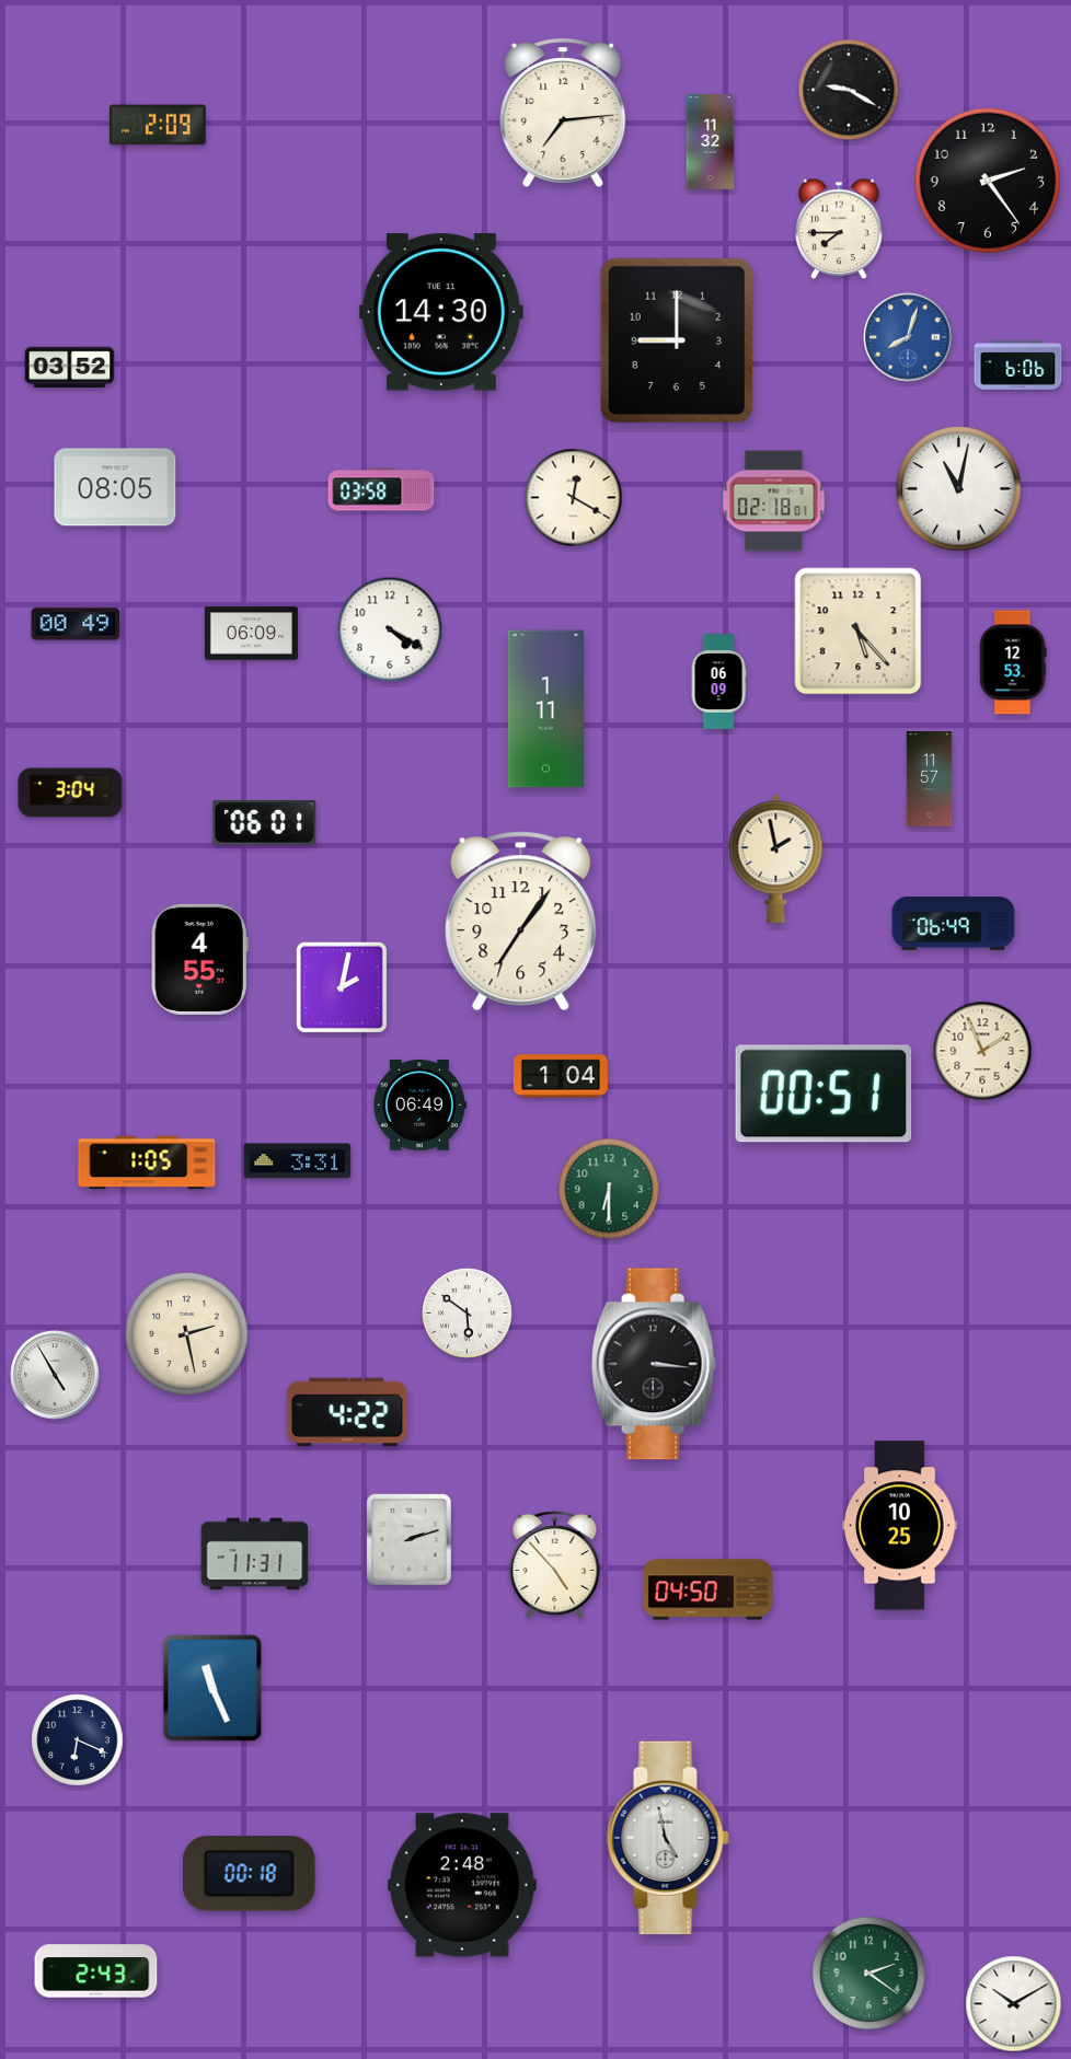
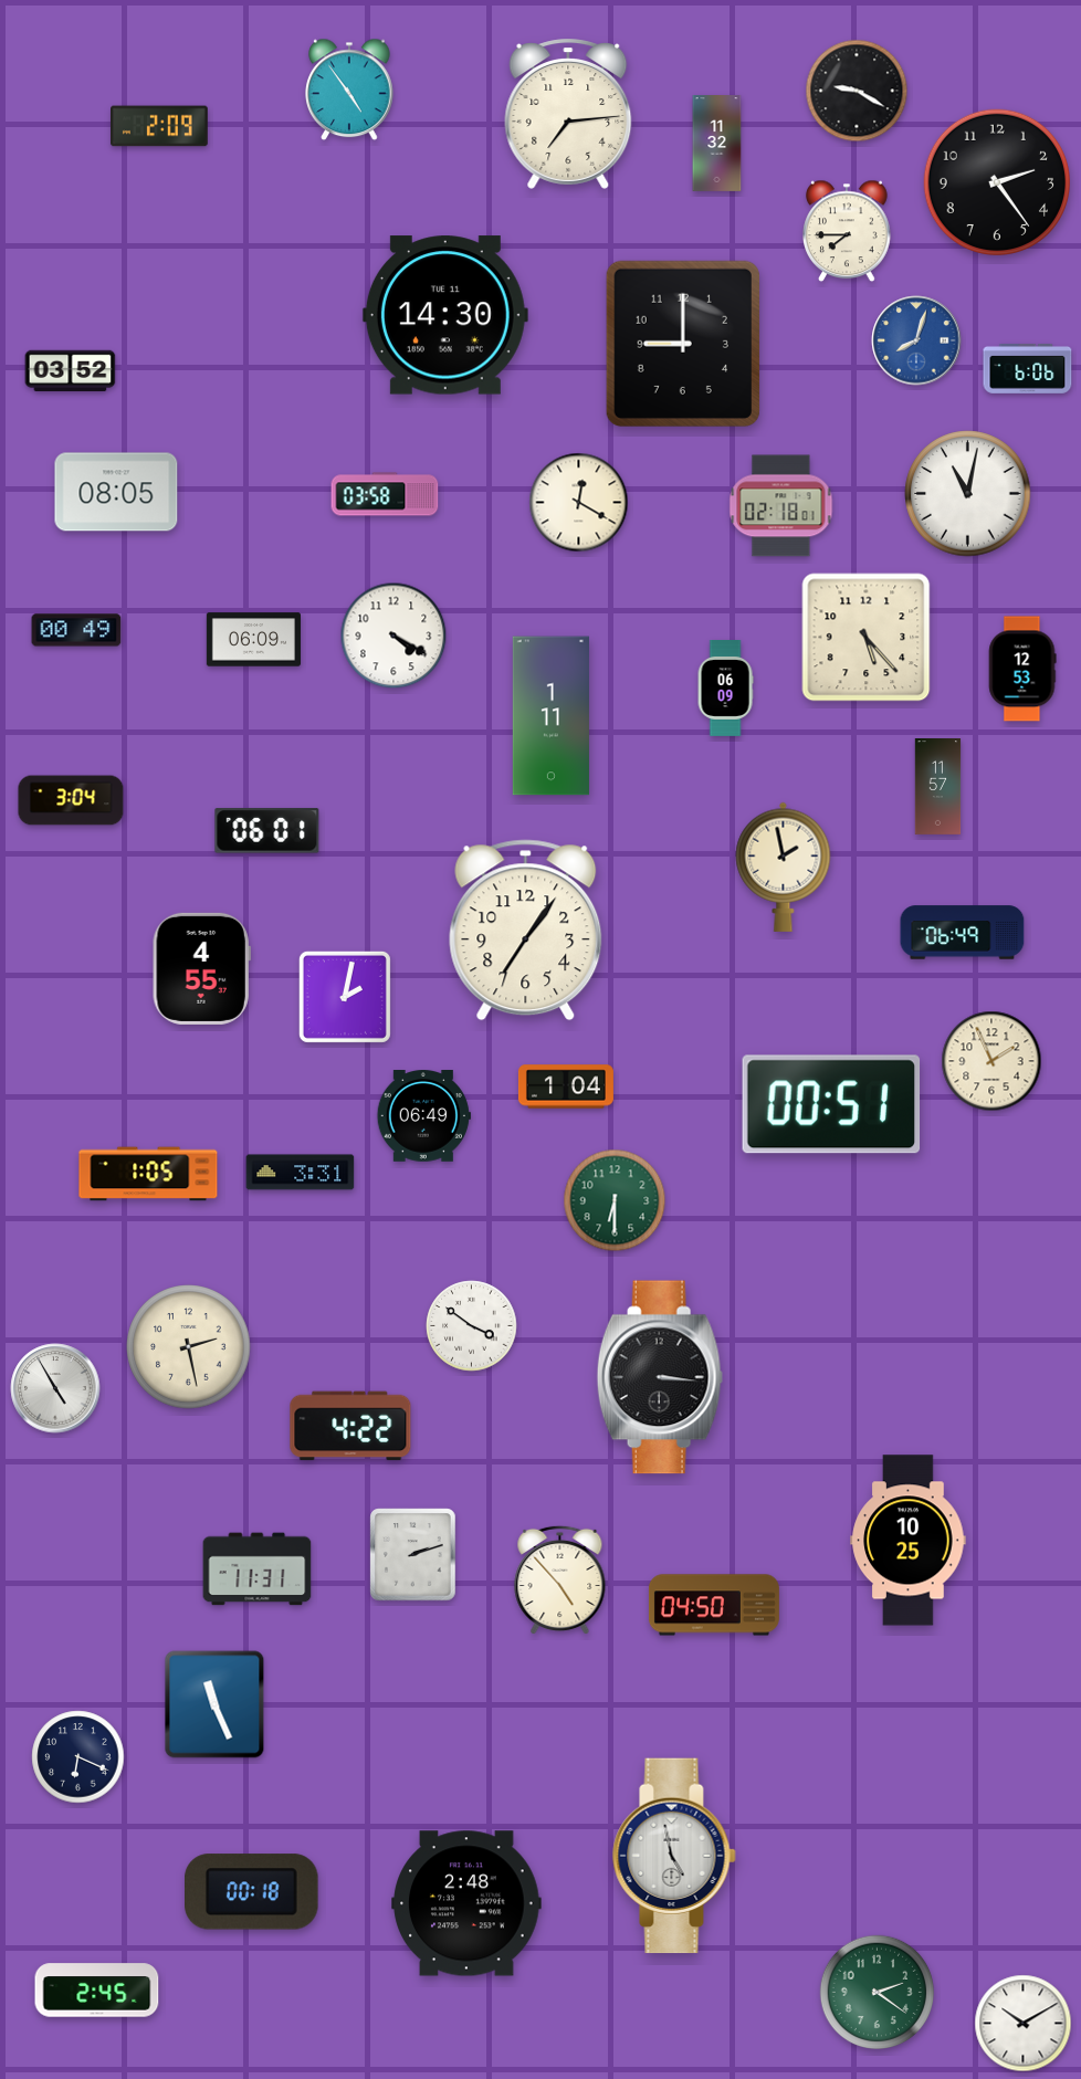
clock at (349, 90): none -> 4:54
clock at (468, 1314): 5:51 -> 3:51
clock at (96, 1971): 2:43 -> 2:45
